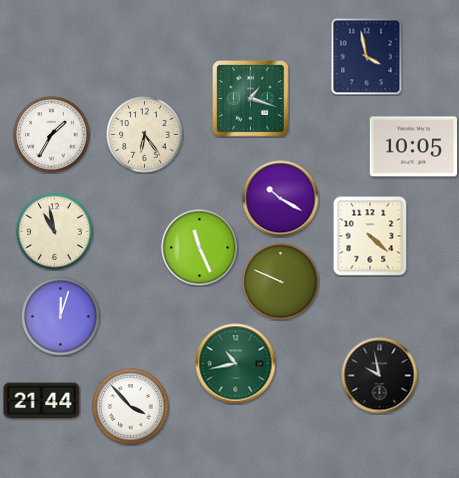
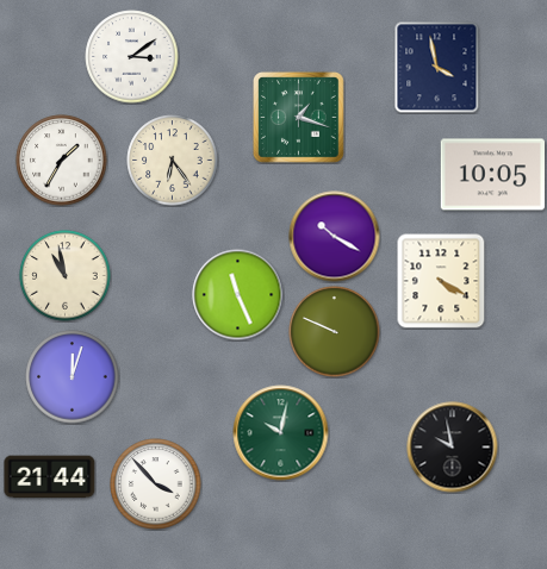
clock at (132, 57): none -> 3:09
clock at (370, 236): 4:22 -> 4:20
clock at (281, 282) position: (281, 282) -> (335, 332)
clock at (236, 364): 10:43 -> 10:02
